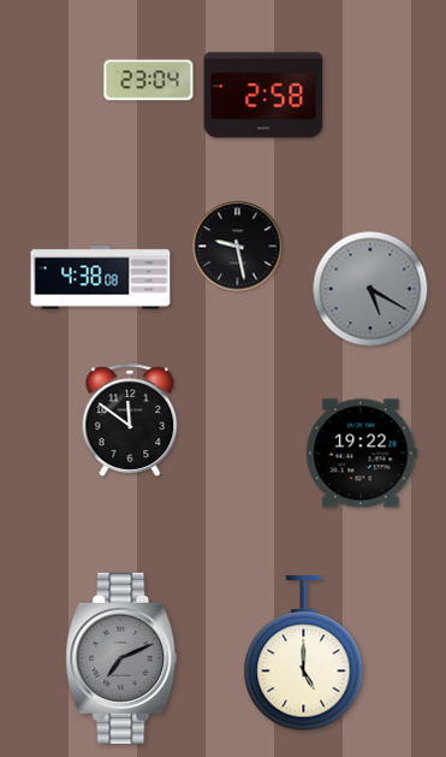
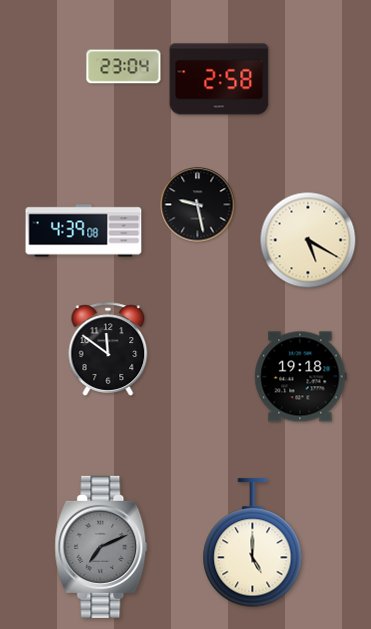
clock at (101, 278): 4:38 -> 4:39
clock at (370, 289) dial: grey -> cream
clock at (362, 454): 19:22 -> 19:18
